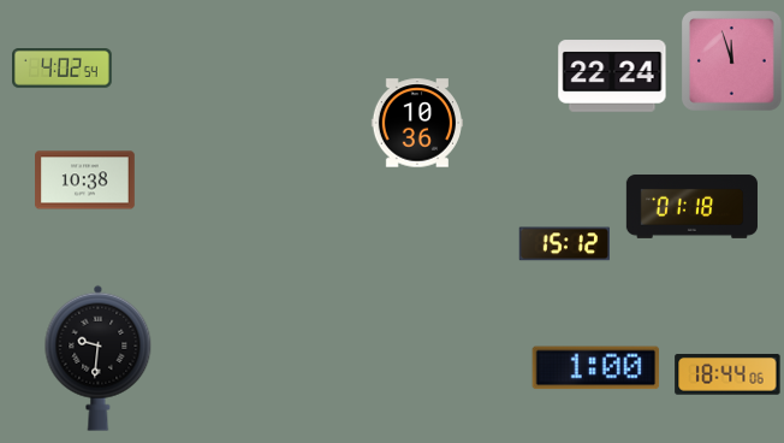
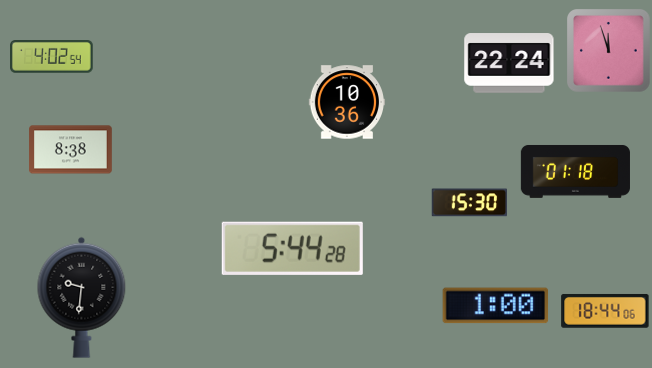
clock at (85, 181): 10:38 -> 8:38
clock at (564, 244): 15:12 -> 15:30
clock at (292, 248): none -> 5:44
